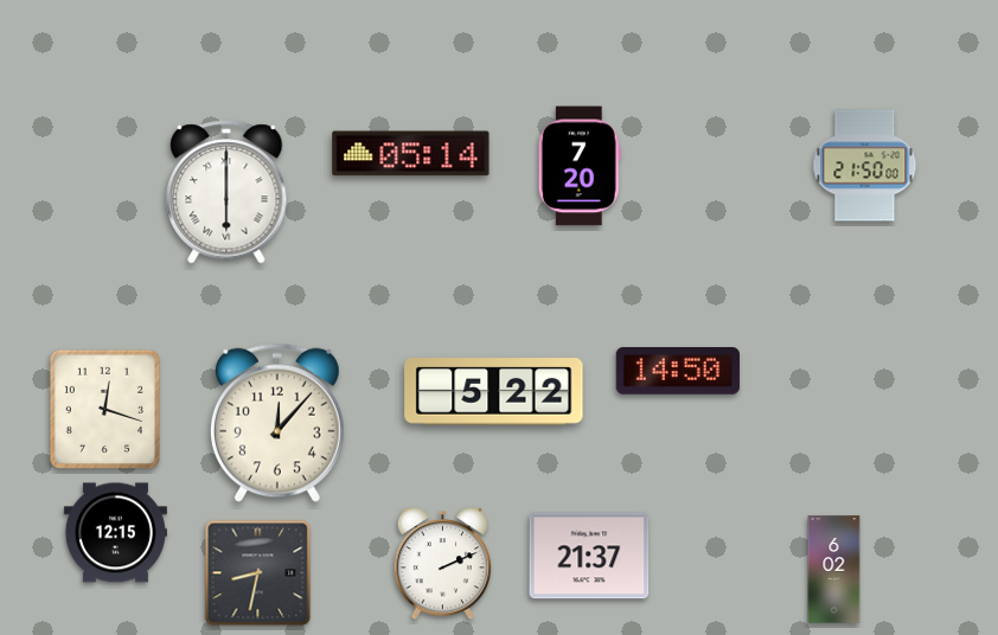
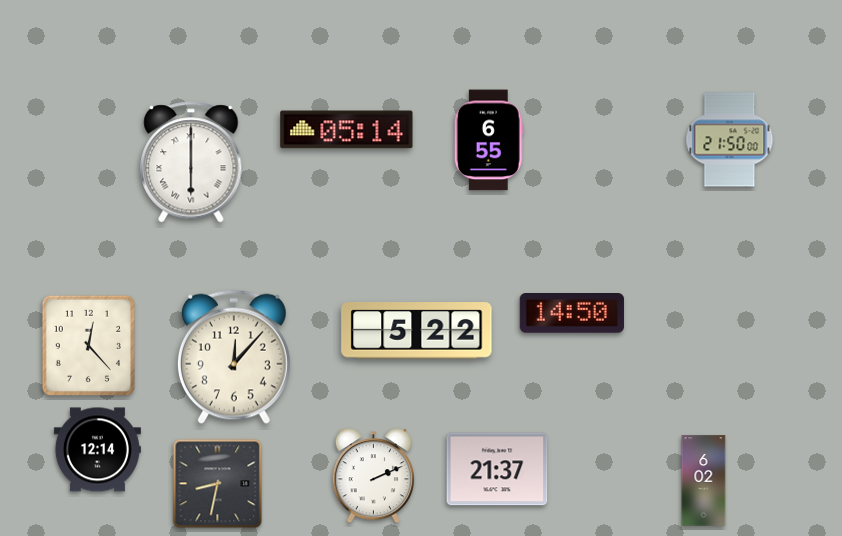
clock at (580, 166): 7:20 -> 6:55
clock at (104, 409): 12:18 -> 12:23
clock at (115, 533): 12:15 -> 12:14
